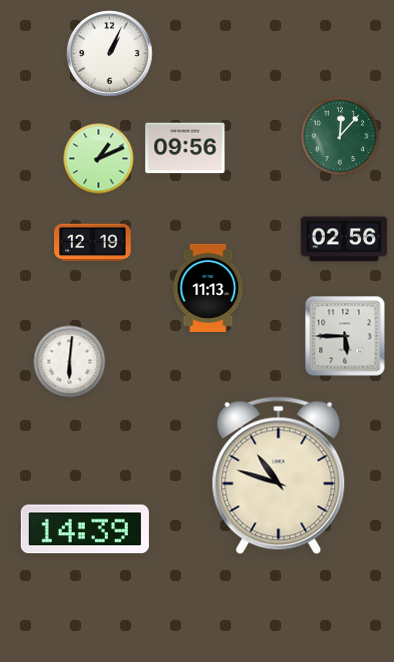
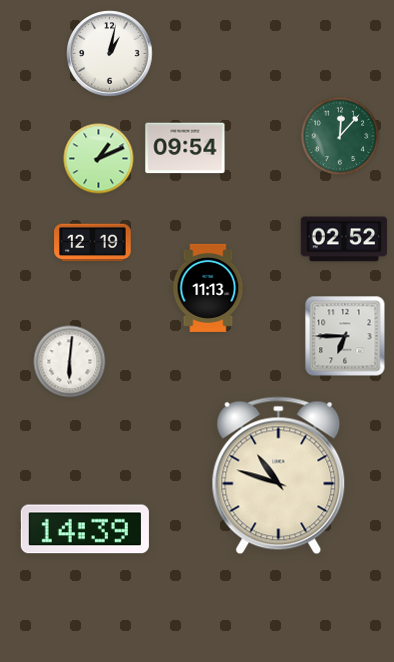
clock at (110, 54): 1:04 -> 1:02
clock at (185, 148): 09:56 -> 09:54
clock at (344, 239): 02:56 -> 02:52
clock at (345, 336): 5:45 -> 6:45
